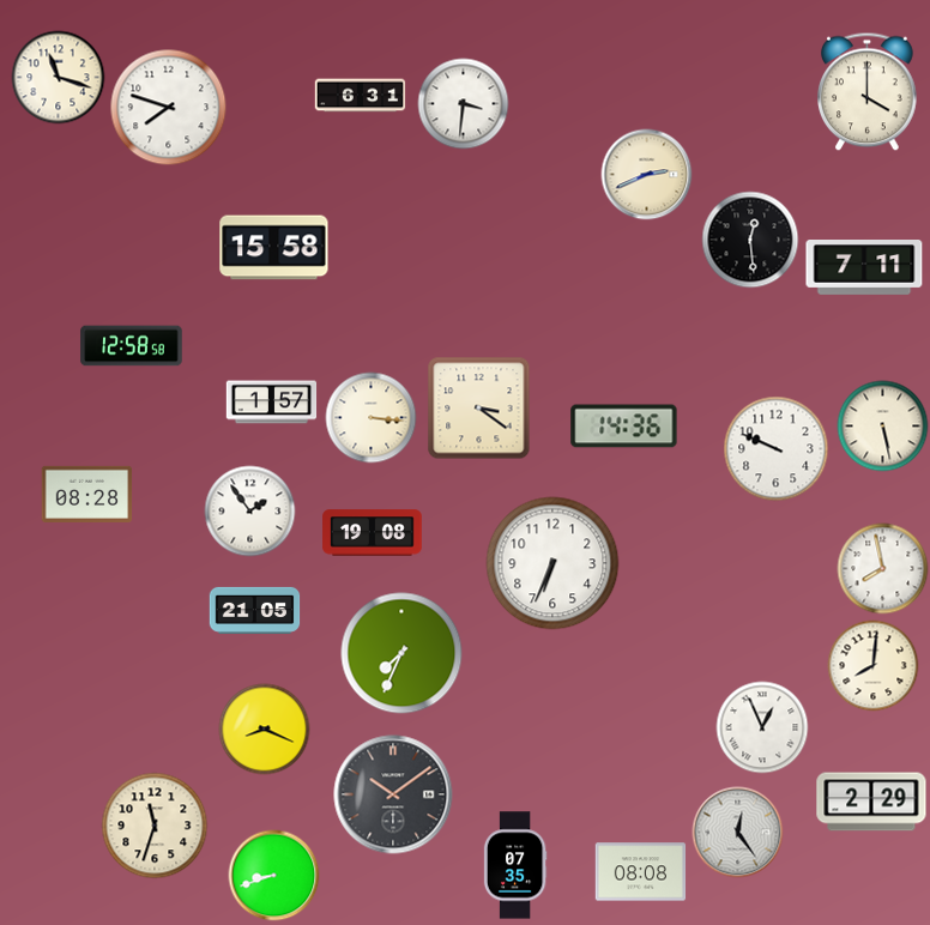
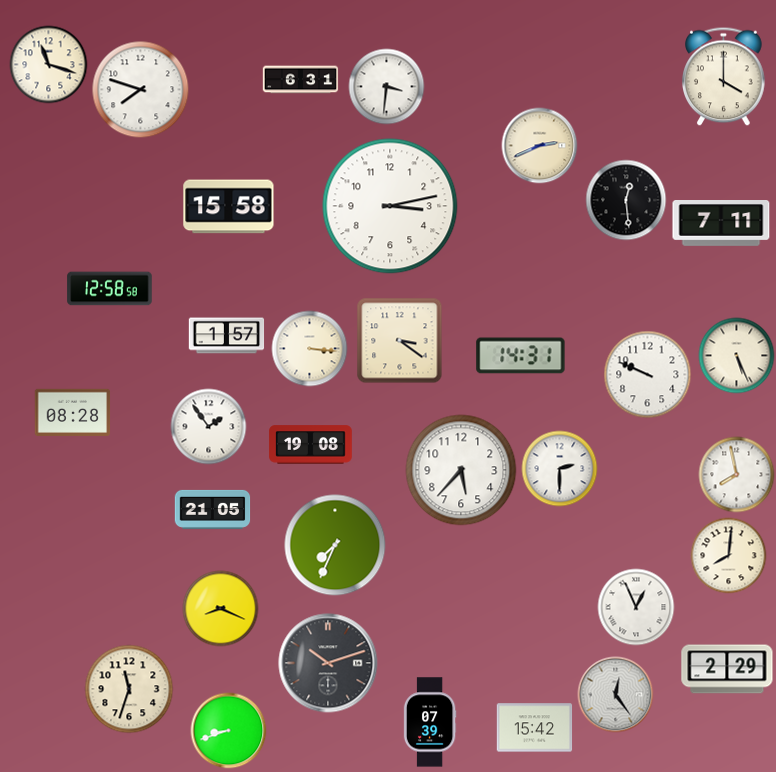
clock at (390, 206): none -> 3:13
clock at (624, 427): 14:36 -> 14:31
clock at (883, 427): 5:28 -> 5:26
clock at (560, 469): none -> 2:30
clock at (552, 563): 6:34 -> 5:37
clock at (393, 794): 10:09 -> 10:12
clock at (515, 865): 07:35 -> 07:39
clock at (641, 872): 08:08 -> 15:42
